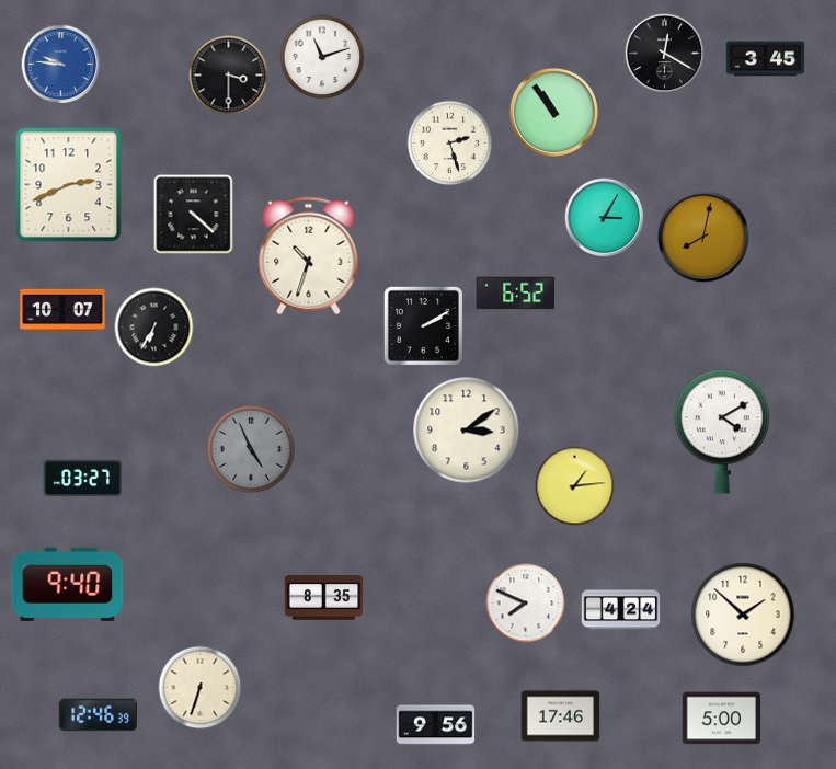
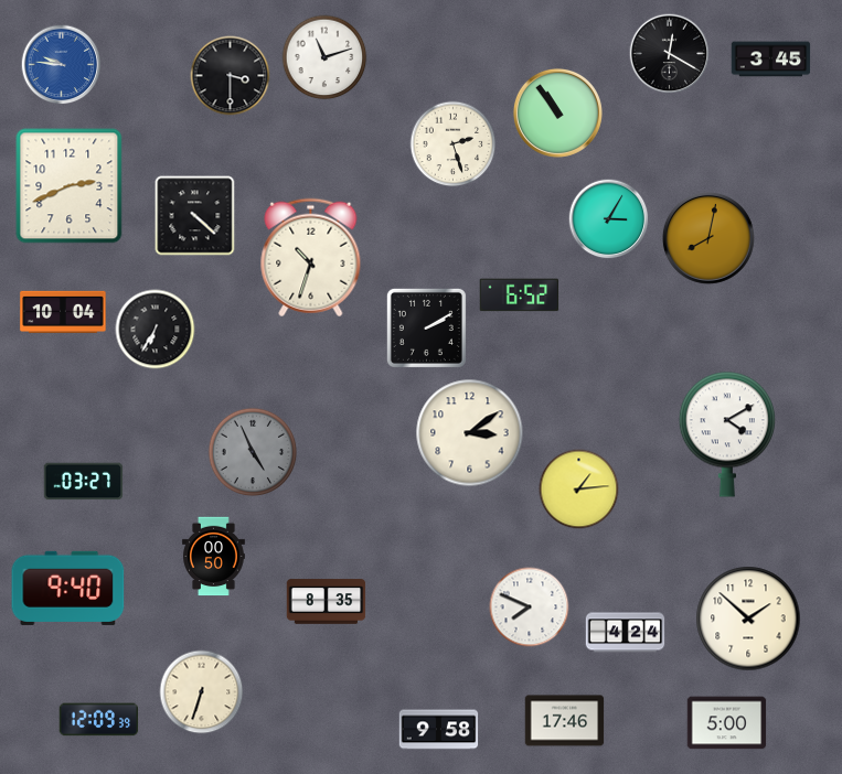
clock at (62, 310): 10:07 -> 10:04
clock at (214, 557): none -> 00:50
clock at (621, 610) position: (621, 610) -> (626, 633)
clock at (99, 715): 12:46 -> 12:09
clock at (436, 725): 9:56 -> 9:58
